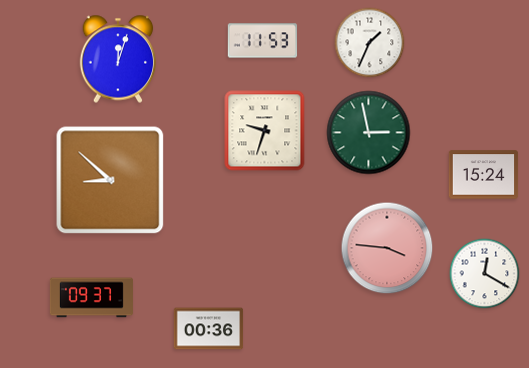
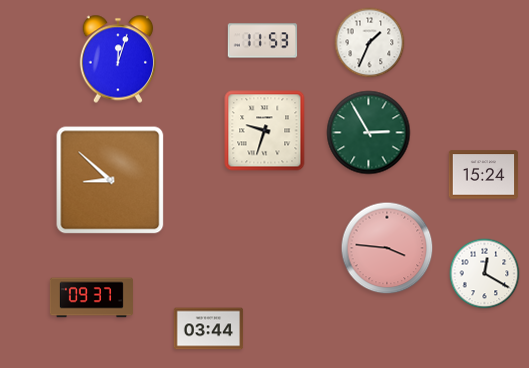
clock at (369, 133): 2:58 -> 2:55
clock at (209, 329): 00:36 -> 03:44
